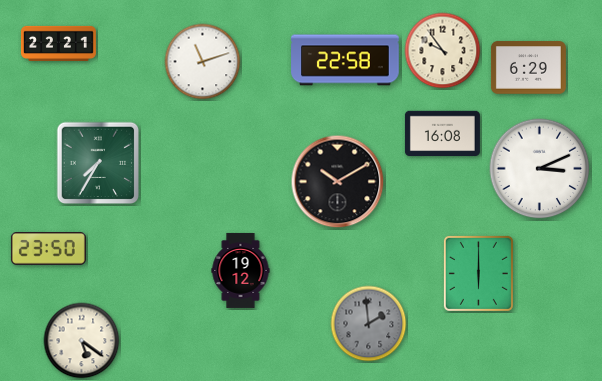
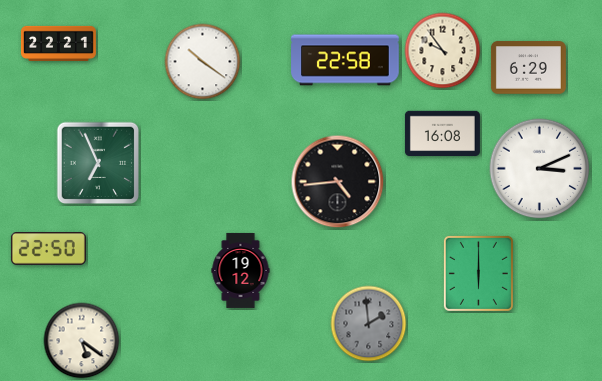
clock at (203, 62): 11:12 -> 10:21
clock at (98, 163): 7:35 -> 6:56
clock at (338, 182): 10:10 -> 4:44
clock at (48, 249): 23:50 -> 22:50
